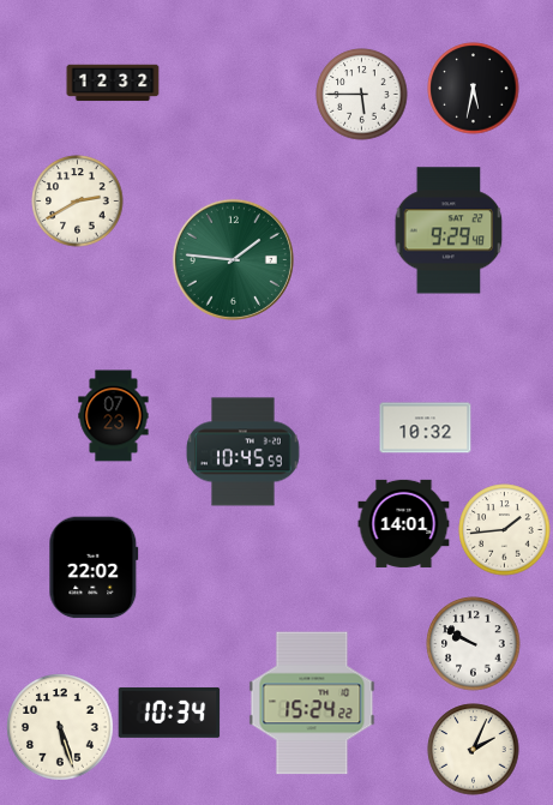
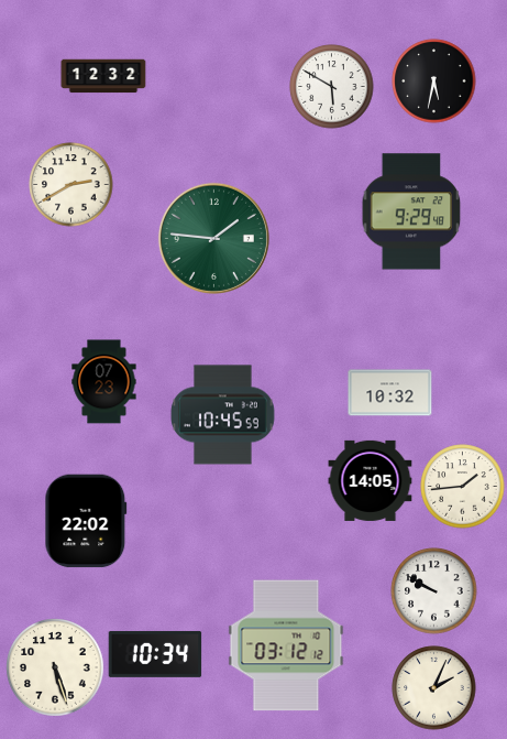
clock at (362, 95): 5:45 -> 5:50
clock at (404, 523): 14:01 -> 14:05
clock at (312, 703): 15:24 -> 03:12
